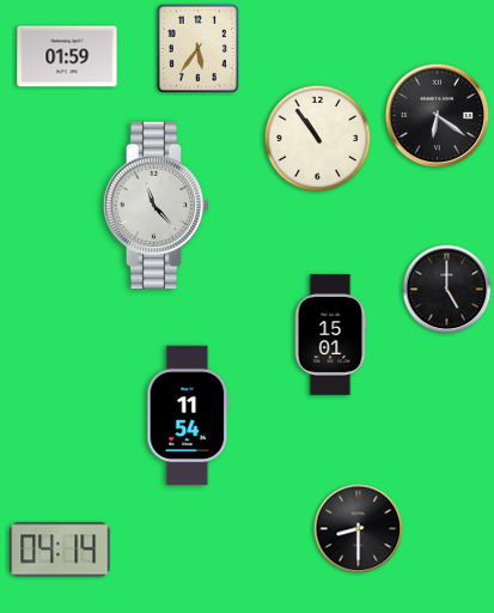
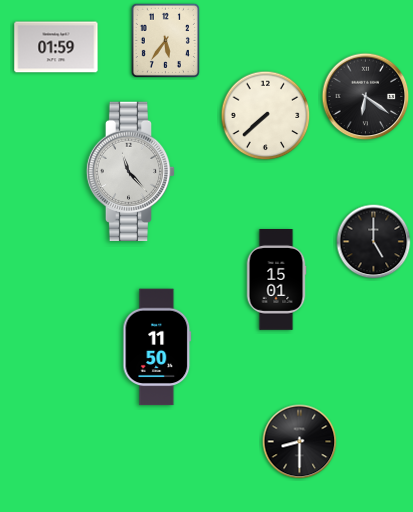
clock at (318, 139): 10:54 -> 7:38
clock at (188, 415): 11:54 -> 11:50
clock at (60, 550): 04:14 -> none
